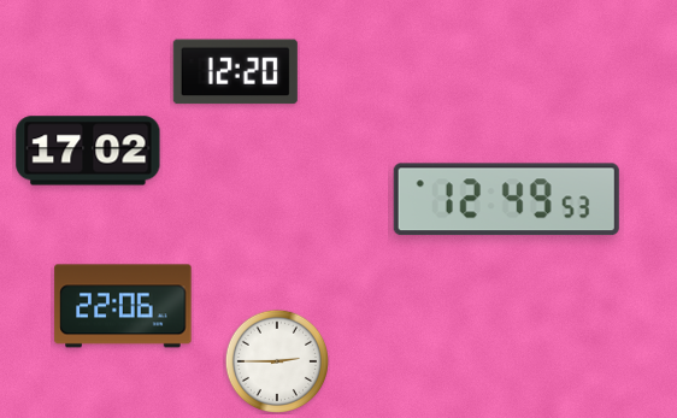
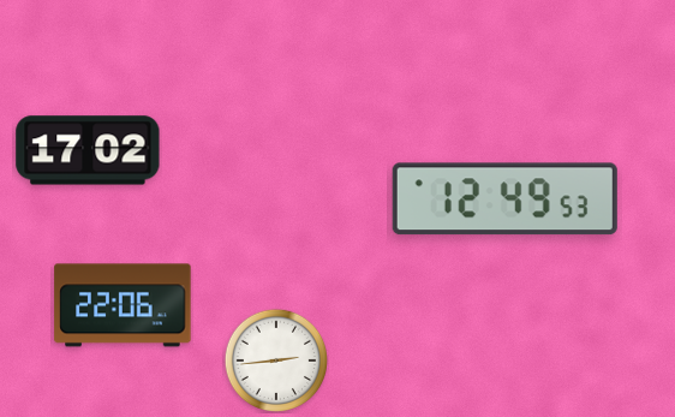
clock at (235, 72): 12:20 -> none
clock at (277, 361): 2:45 -> 2:44
